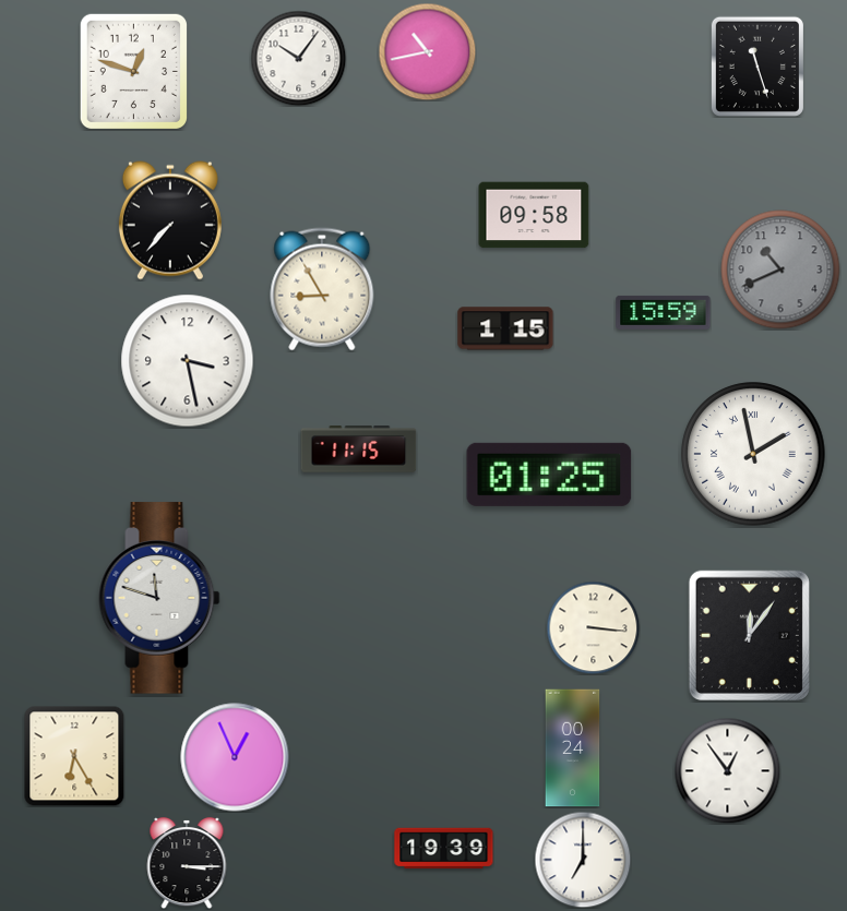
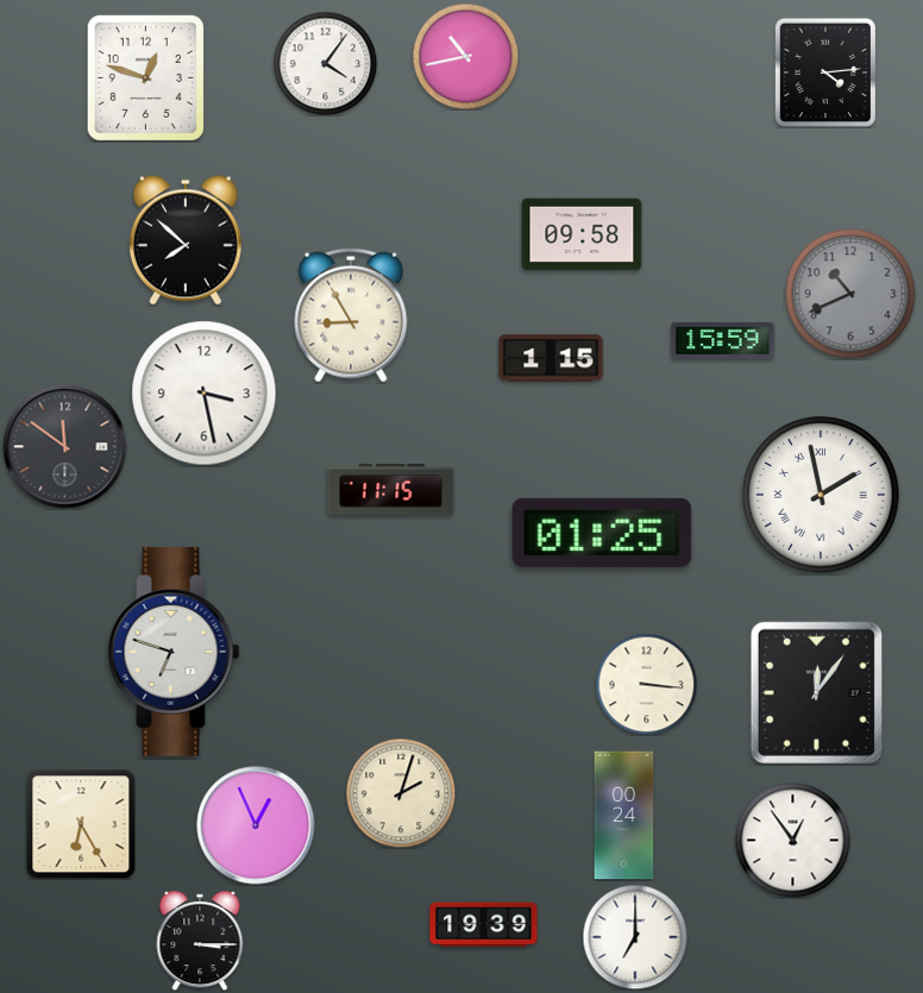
clock at (298, 58): 10:06 -> 4:06
clock at (757, 67): 11:27 -> 4:14
clock at (170, 220): 7:37 -> 7:52
clock at (65, 447): none -> 11:51
clock at (549, 475) position: (549, 475) -> (602, 533)
clock at (159, 598): 11:48 -> 6:48
clock at (401, 793): none -> 2:03
clock at (187, 863) position: (187, 863) -> (200, 941)
